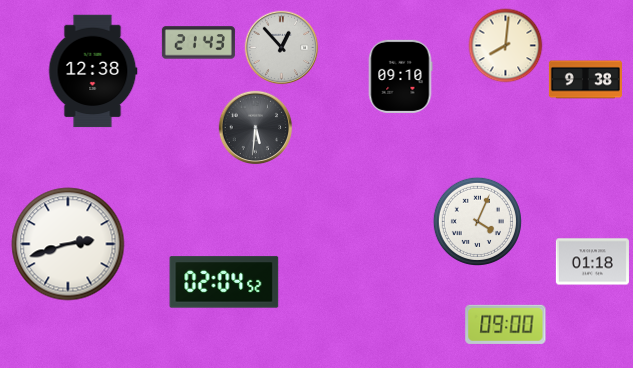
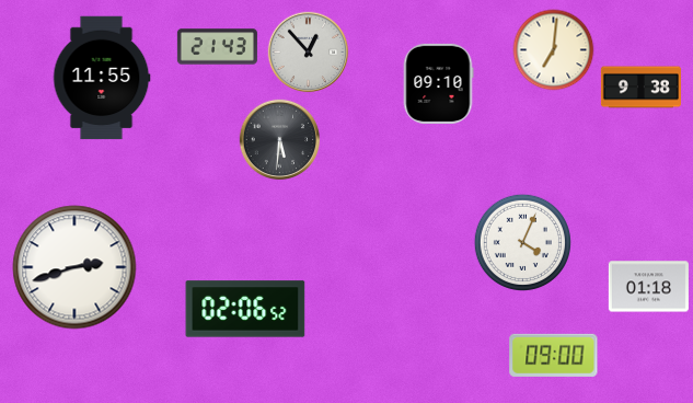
clock at (506, 46): 8:01 -> 7:01
clock at (93, 71): 12:38 -> 11:55
clock at (224, 282): 02:04 -> 02:06
